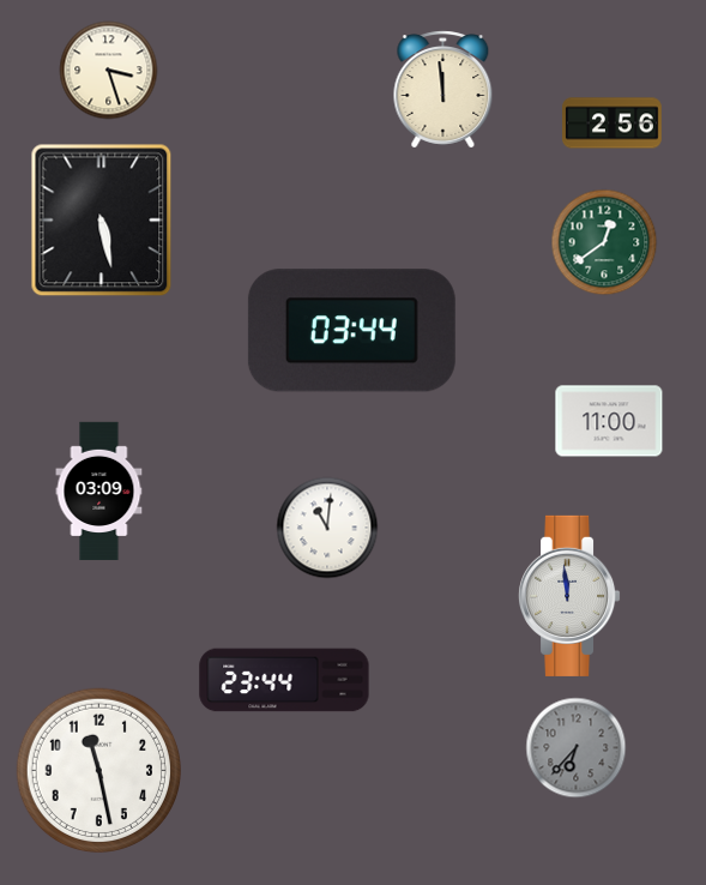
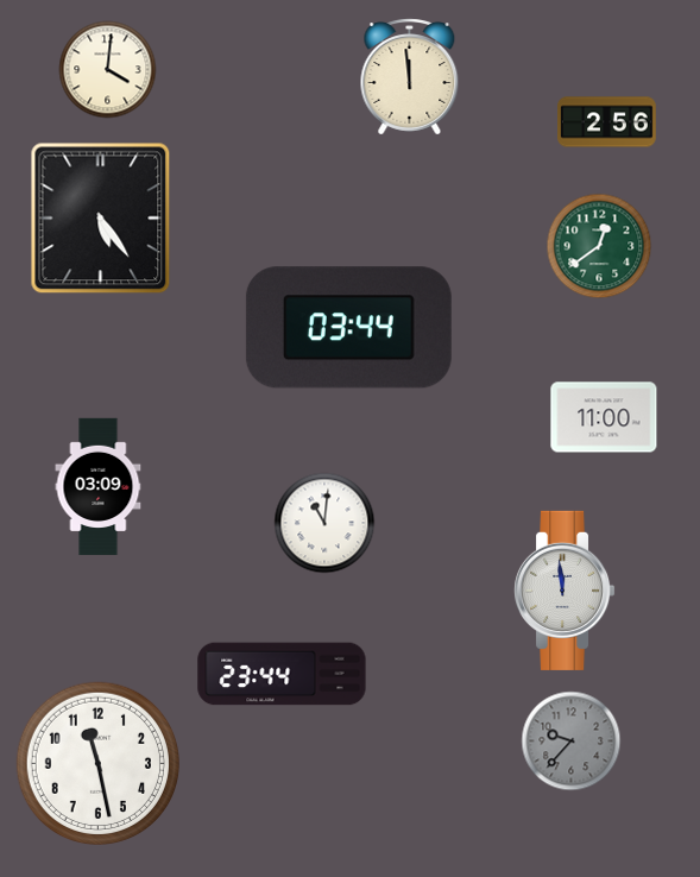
clock at (109, 71): 3:27 -> 4:01
clock at (443, 90) position: (443, 90) -> (410, 77)
clock at (102, 221): 5:28 -> 5:24
clock at (604, 242) position: (604, 242) -> (599, 246)
clock at (577, 748): 6:37 -> 9:37
